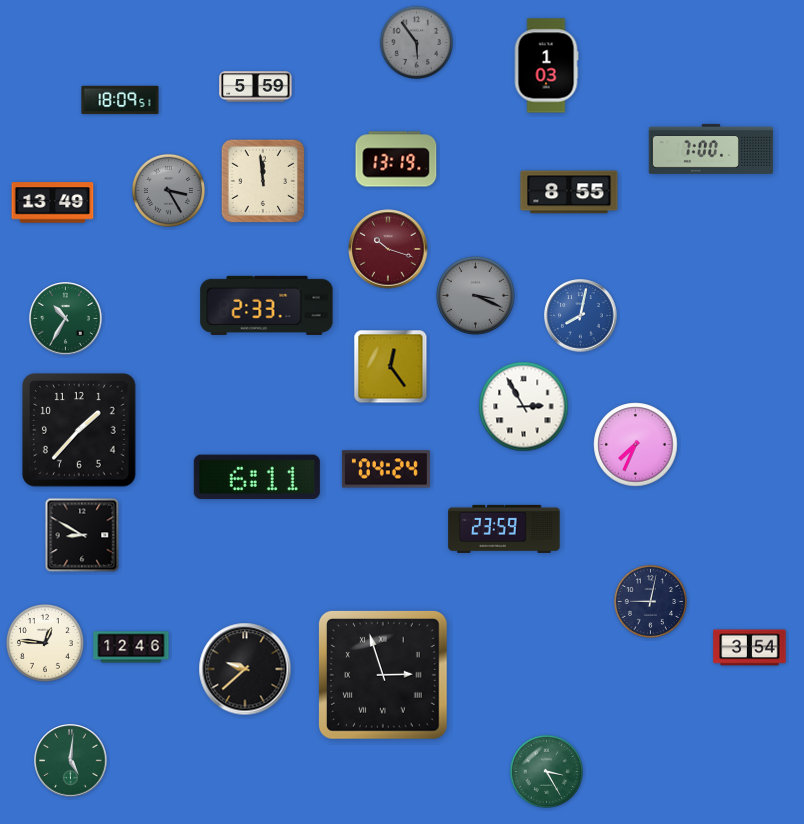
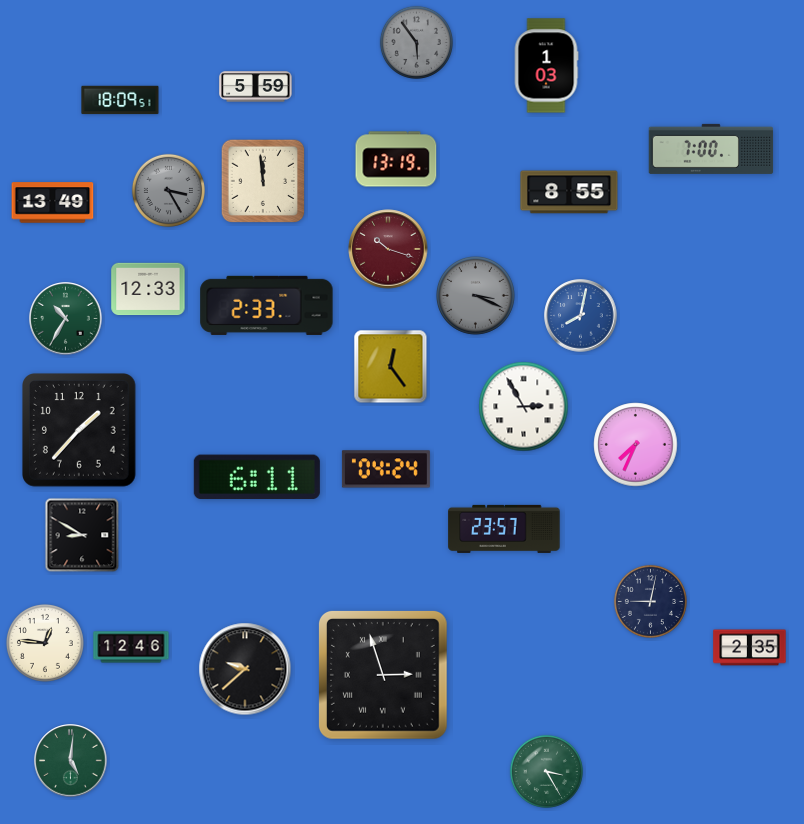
clock at (148, 289): none -> 12:33
clock at (504, 529): 23:59 -> 23:57
clock at (750, 648): 3:54 -> 2:35
